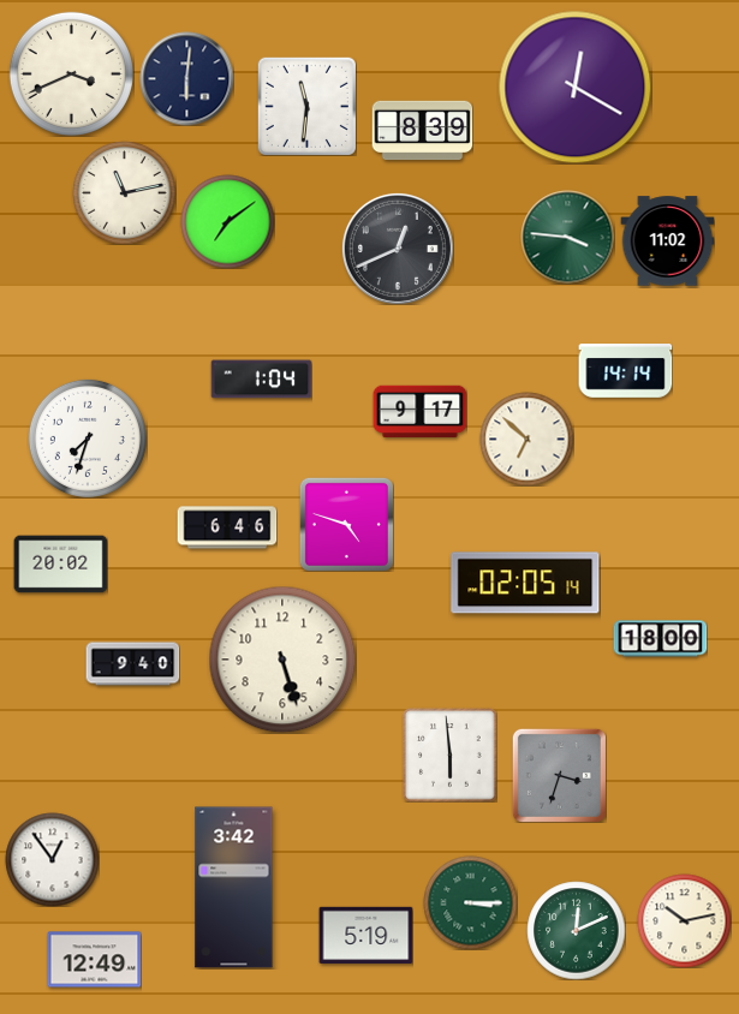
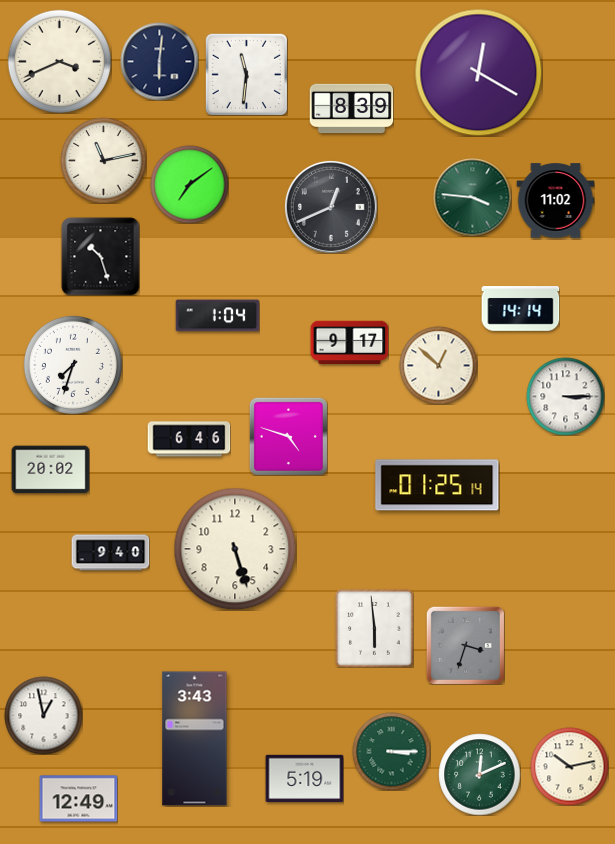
clock at (186, 78) position: (186, 78) -> (159, 61)
clock at (306, 106) position: (306, 106) -> (246, 74)
clock at (100, 256): none -> 10:27
clock at (526, 439): 6:52 -> 12:52
clock at (565, 396): none -> 3:15
clock at (525, 583): 02:05 -> 01:25
clock at (660, 639): 18:00 -> none
clock at (52, 859): 12:54 -> 12:58
clock at (234, 888): 3:42 -> 3:43
